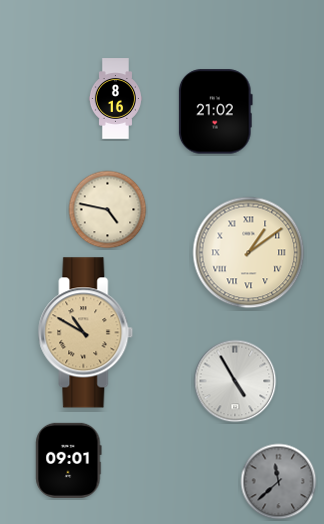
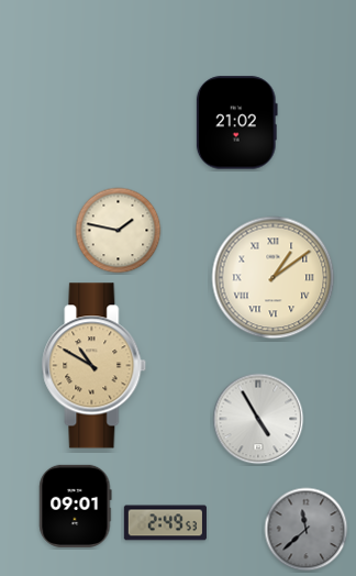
clock at (115, 99): 8:16 -> none
clock at (108, 210): 4:47 -> 1:47
clock at (165, 523): none -> 2:49
